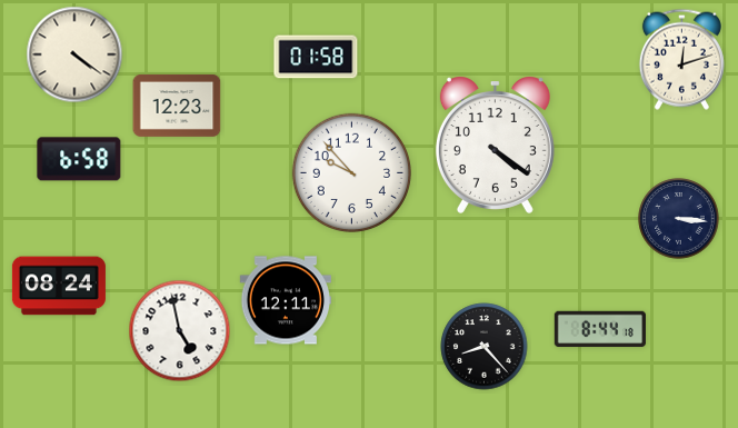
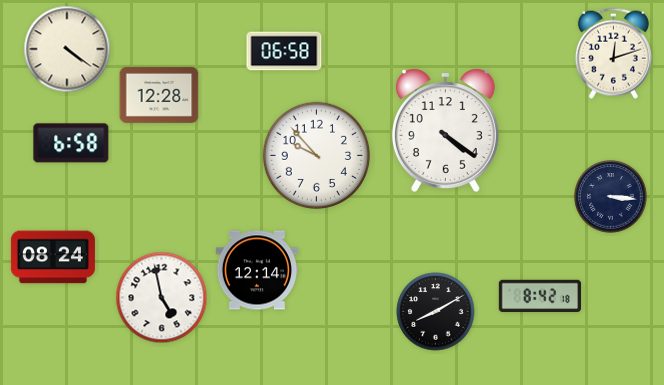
clock at (316, 57): 01:58 -> 06:58
clock at (177, 106): 12:23 -> 12:28
clock at (285, 300): 12:11 -> 12:14
clock at (599, 329): 8:44 -> 8:42
clock at (485, 347): 8:23 -> 8:10
